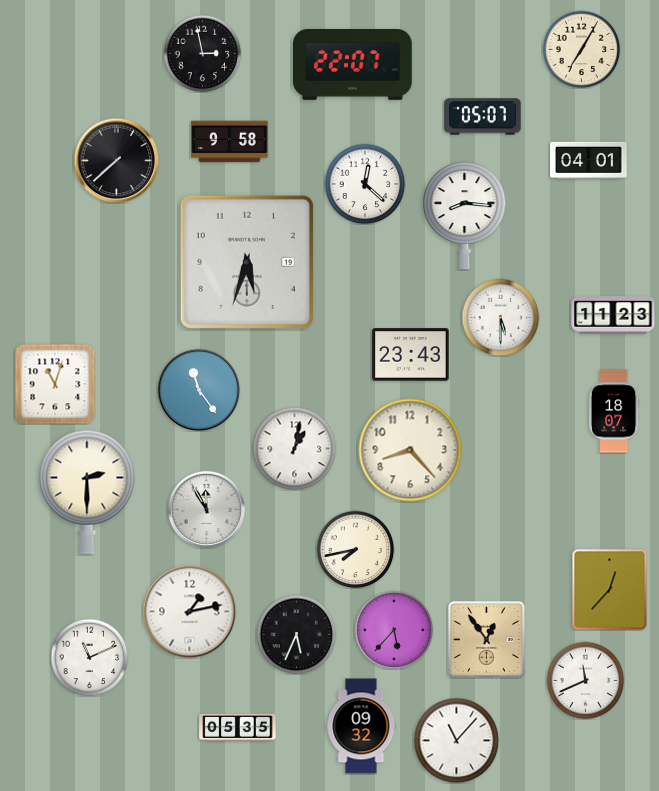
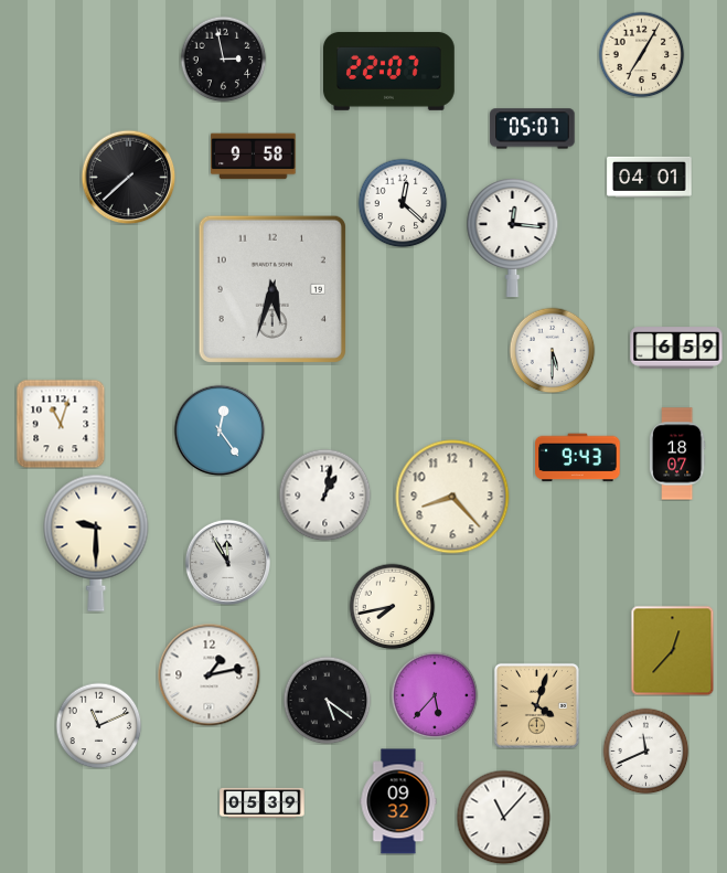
clock at (465, 216): 8:16 -> 12:16
clock at (613, 315): 11:23 -> 6:59
clock at (411, 355): 23:43 -> none
clock at (199, 390): 11:24 -> 12:24
clock at (578, 458): none -> 9:43
clock at (87, 492): 2:30 -> 9:30
clock at (296, 634): 5:34 -> 5:21
clock at (486, 639): 12:54 -> 4:03
clock at (238, 727): 05:35 -> 05:39
